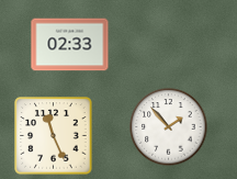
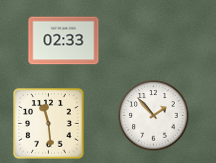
clock at (54, 136): 11:26 -> 11:29
